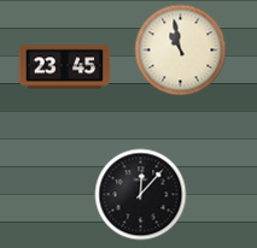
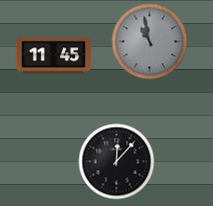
clock at (181, 51) dial: cream -> grey
clock at (65, 67): 23:45 -> 11:45
